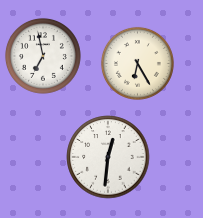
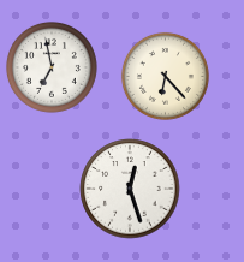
clock at (137, 63): 6:25 -> 6:23
clock at (108, 157): 12:31 -> 12:27
